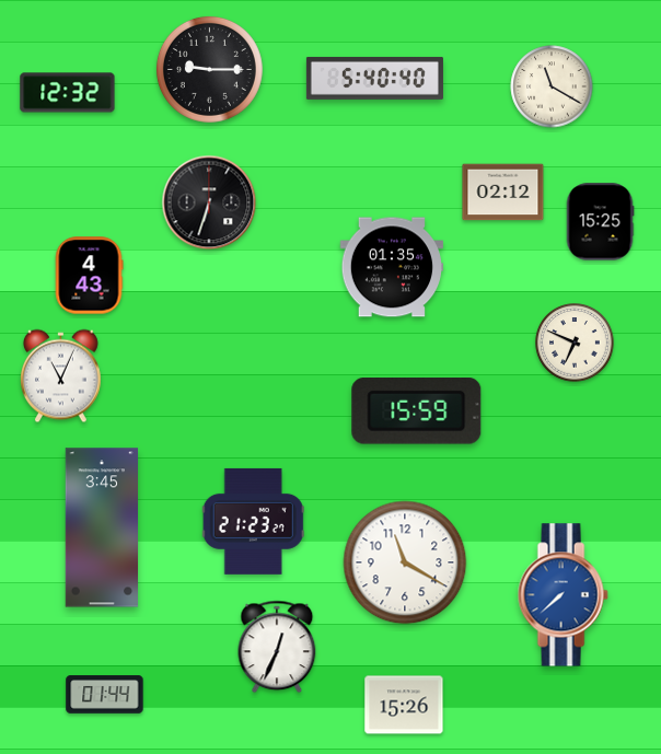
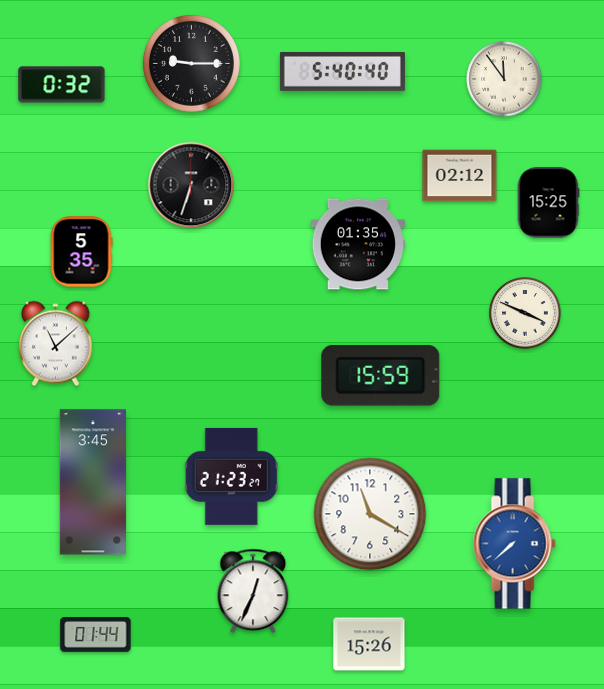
clock at (552, 86): 11:20 -> 11:54
clock at (68, 93): 12:32 -> 0:32
clock at (89, 276): 4:43 -> 5:35
clock at (575, 343): 6:49 -> 3:49
clock at (61, 376): 11:04 -> 11:08
